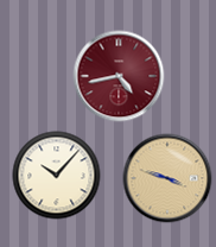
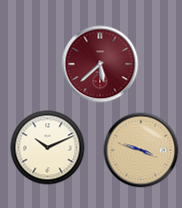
clock at (119, 76): 4:43 -> 5:38
clock at (57, 176): 10:07 -> 10:11
